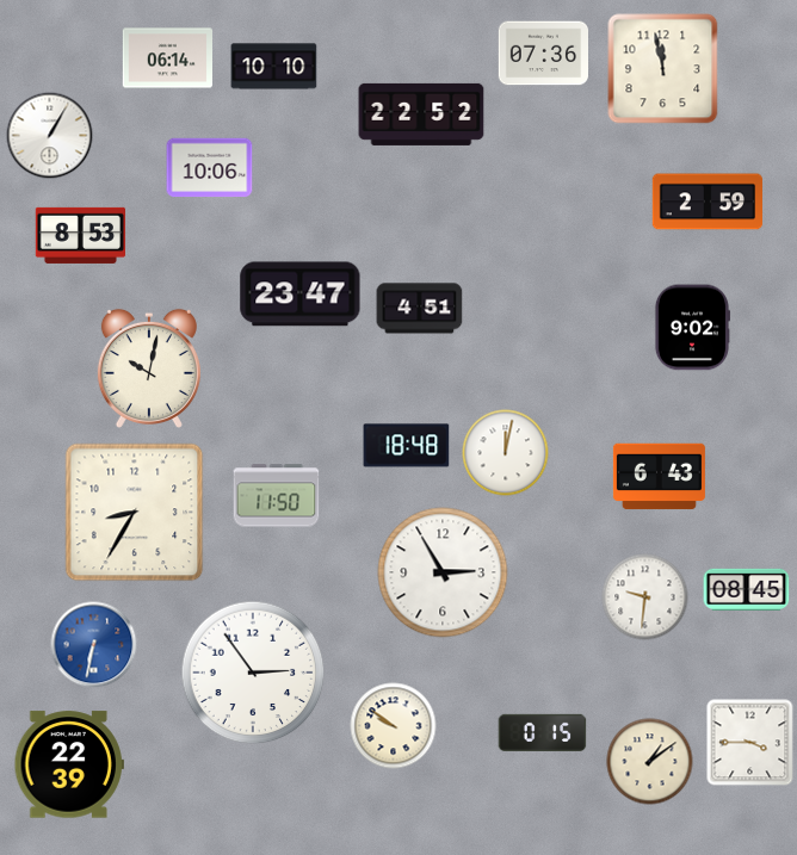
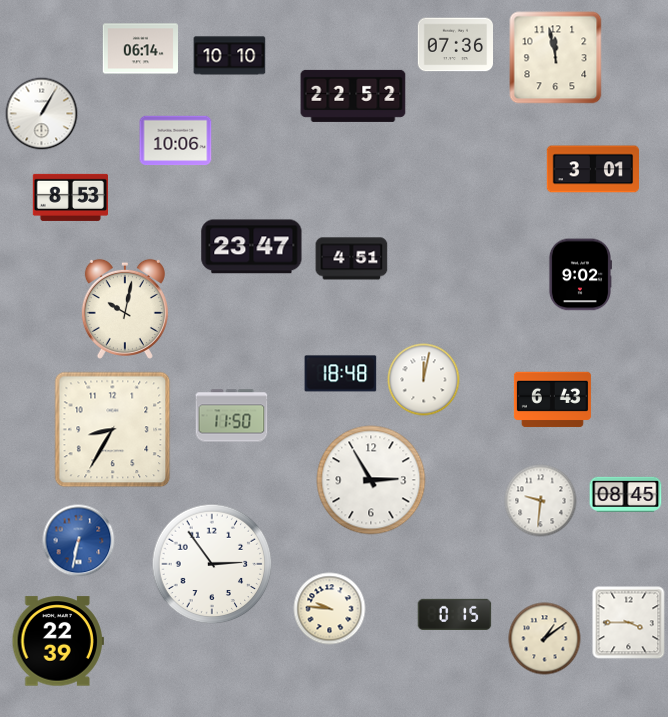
clock at (706, 202): 2:59 -> 3:01
clock at (80, 235) position: (80, 235) -> (70, 197)
clock at (394, 726): 9:51 -> 9:46
